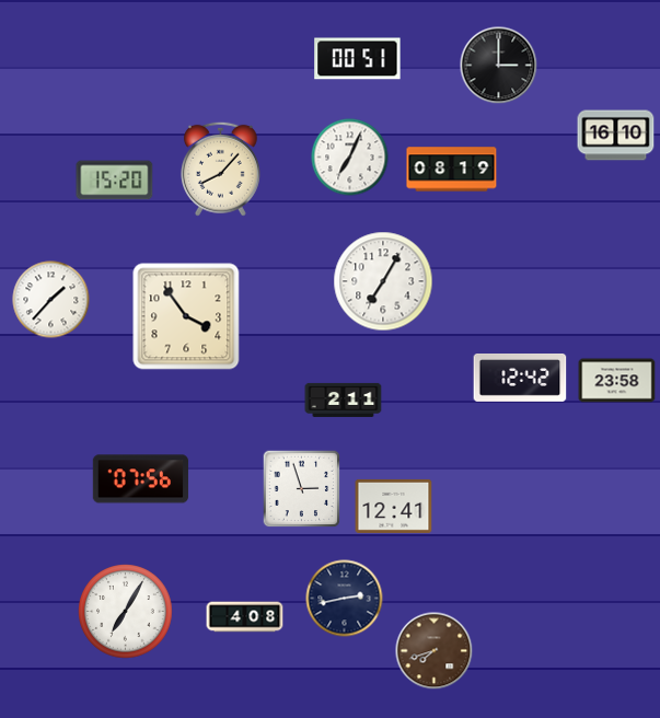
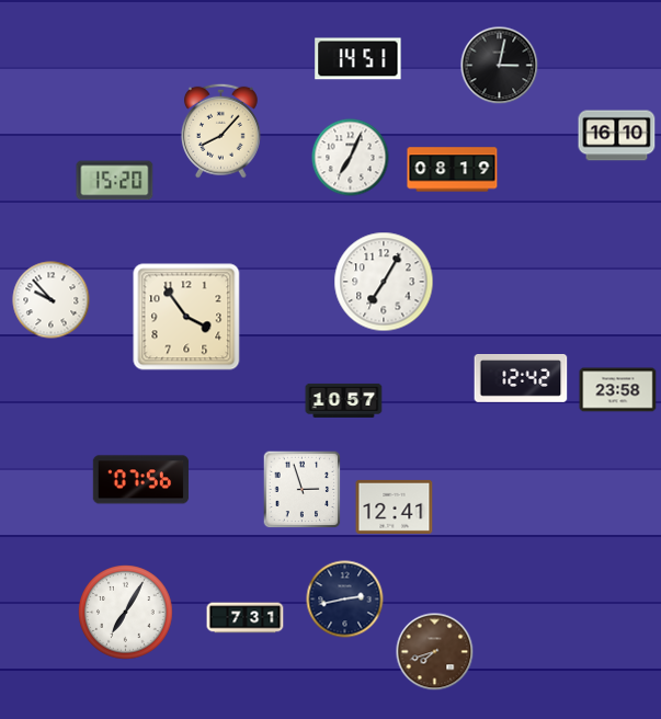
clock at (358, 59): 00:51 -> 14:51
clock at (499, 66): 3:00 -> 3:02
clock at (220, 169) position: (220, 169) -> (220, 130)
clock at (51, 300): 1:37 -> 9:53
clock at (617, 381) position: (617, 381) -> (618, 390)
clock at (344, 399): 2:11 -> 10:57
clock at (245, 617): 4:08 -> 7:31
